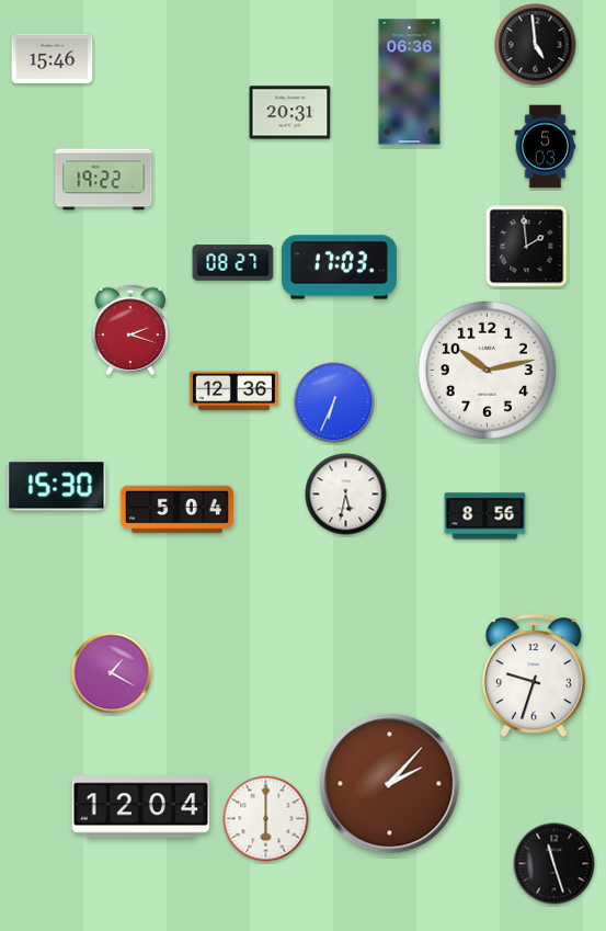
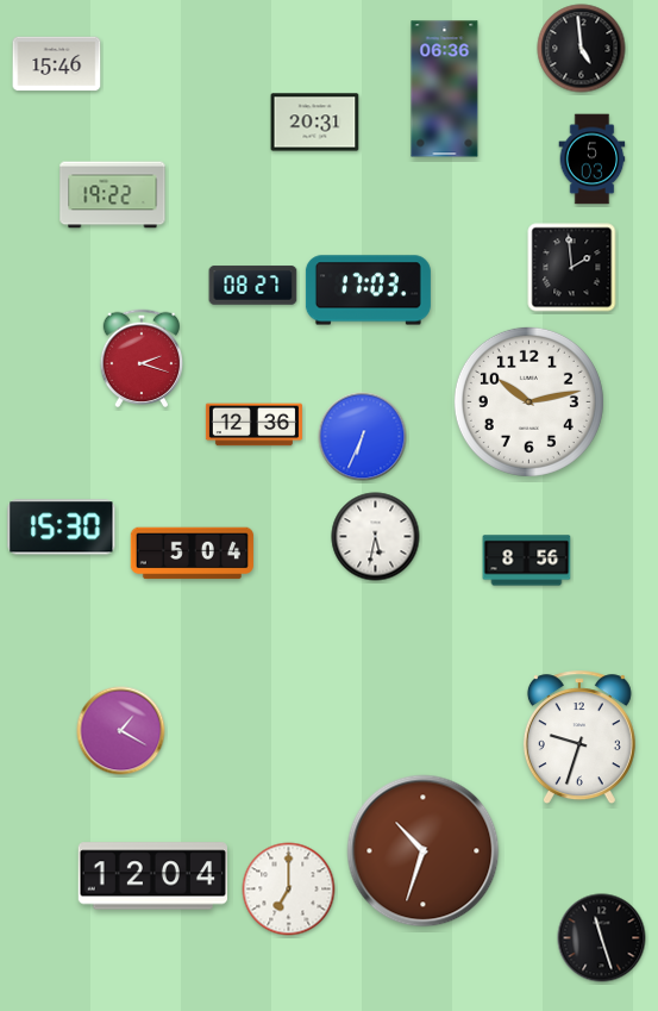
clock at (534, 677) position: (534, 677) -> (579, 738)
clock at (390, 784): 2:07 -> 10:33
clock at (266, 819): 6:00 -> 7:00
